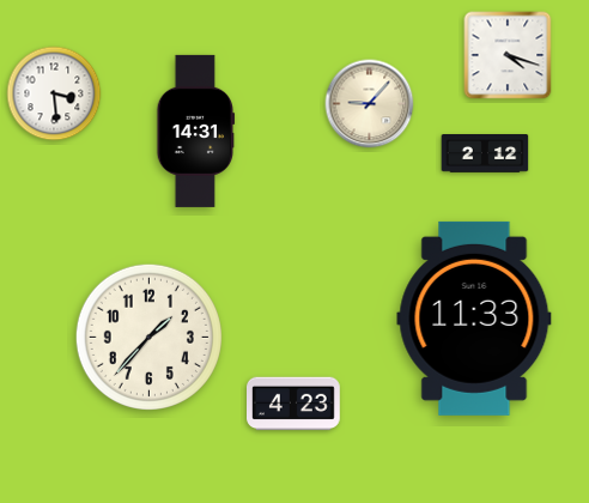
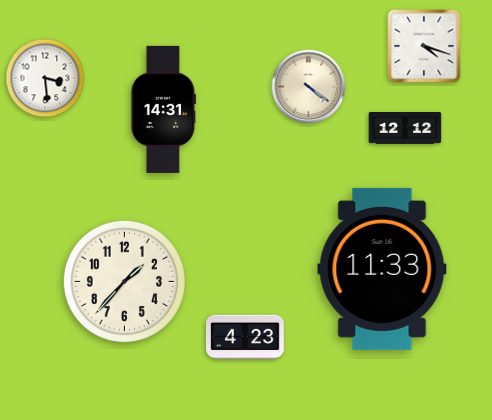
clock at (370, 104): 9:07 -> 4:21
clock at (485, 154): 2:12 -> 12:12
clock at (474, 319) position: (474, 319) -> (382, 269)
